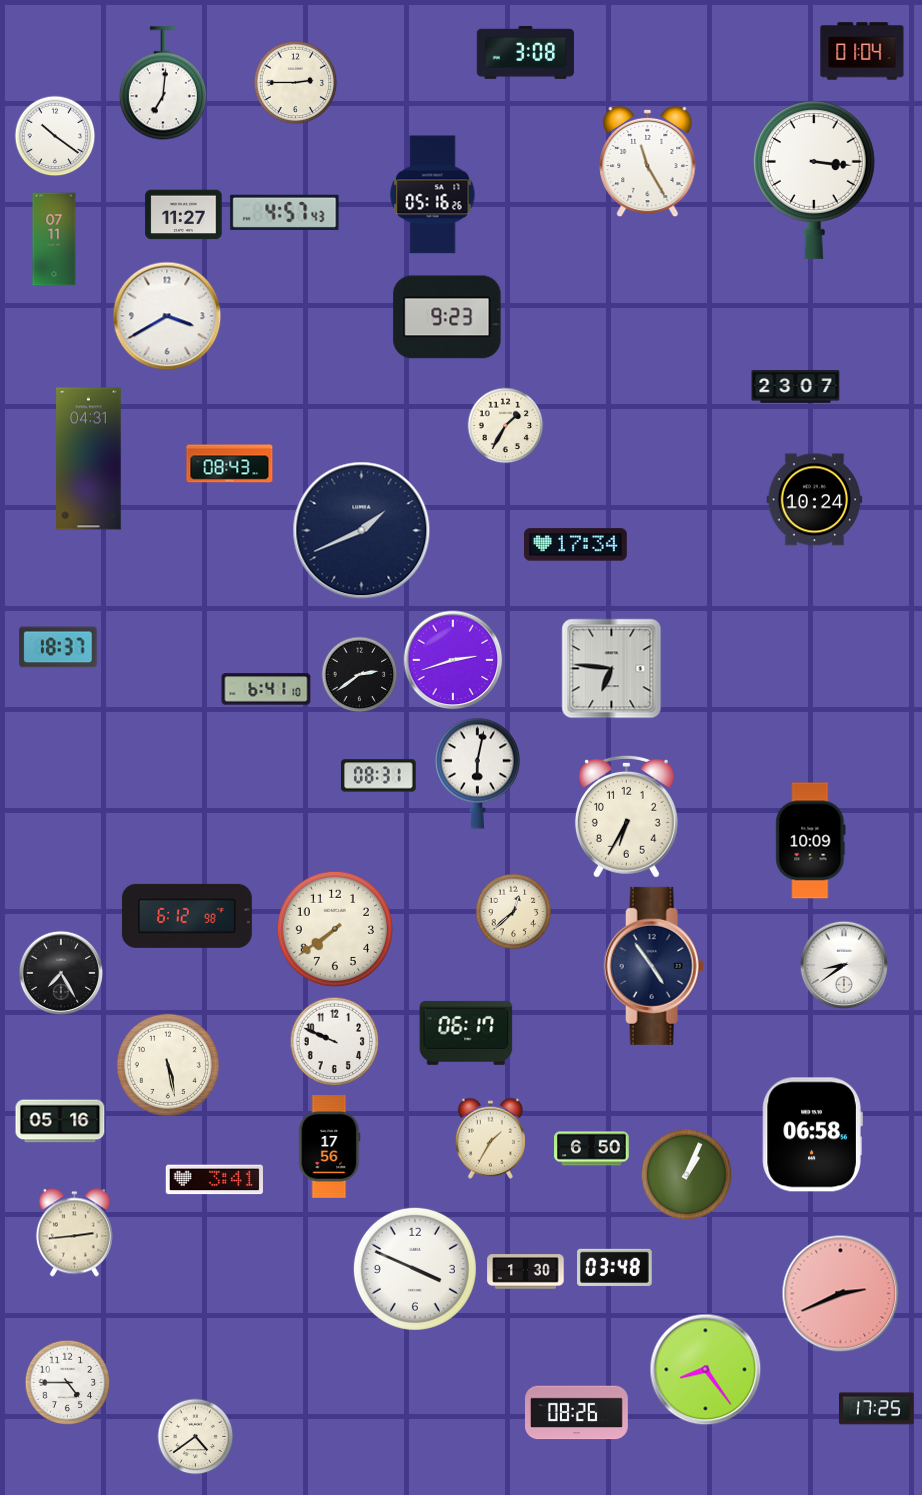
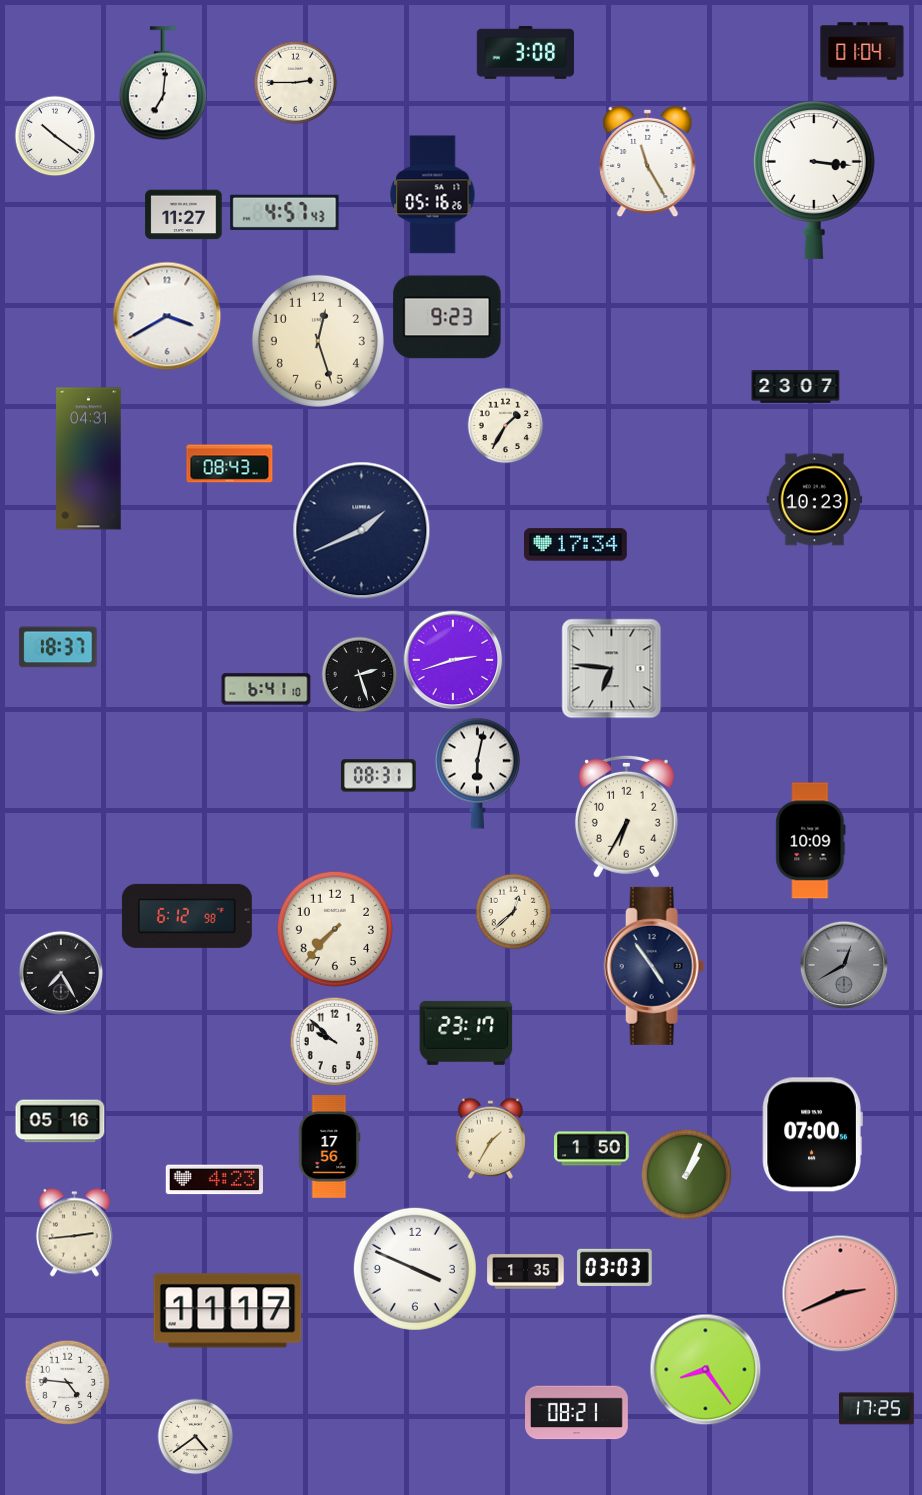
clock at (54, 239): 07:11 -> none
clock at (318, 341): none -> 12:27
clock at (815, 500): 10:24 -> 10:23
clock at (360, 675): 2:39 -> 2:27
clock at (335, 929): 7:39 -> 7:37
clock at (844, 965): 8:39 -> 12:40
clock at (844, 965) dial: white -> grey
clock at (466, 1033): 06:17 -> 23:17
clock at (335, 1042): 9:49 -> 9:52
clock at (167, 1064): 5:28 -> none
clock at (812, 1135): 06:58 -> 07:00
clock at (592, 1149): 6:50 -> 1:50
clock at (214, 1180): 3:41 -> 4:23
clock at (615, 1267): 03:48 -> 03:03
clock at (526, 1272): 1:30 -> 1:35
clock at (228, 1311): none -> 11:17
clock at (68, 1383): 4:45 -> 4:46
clock at (577, 1413): 08:26 -> 08:21
